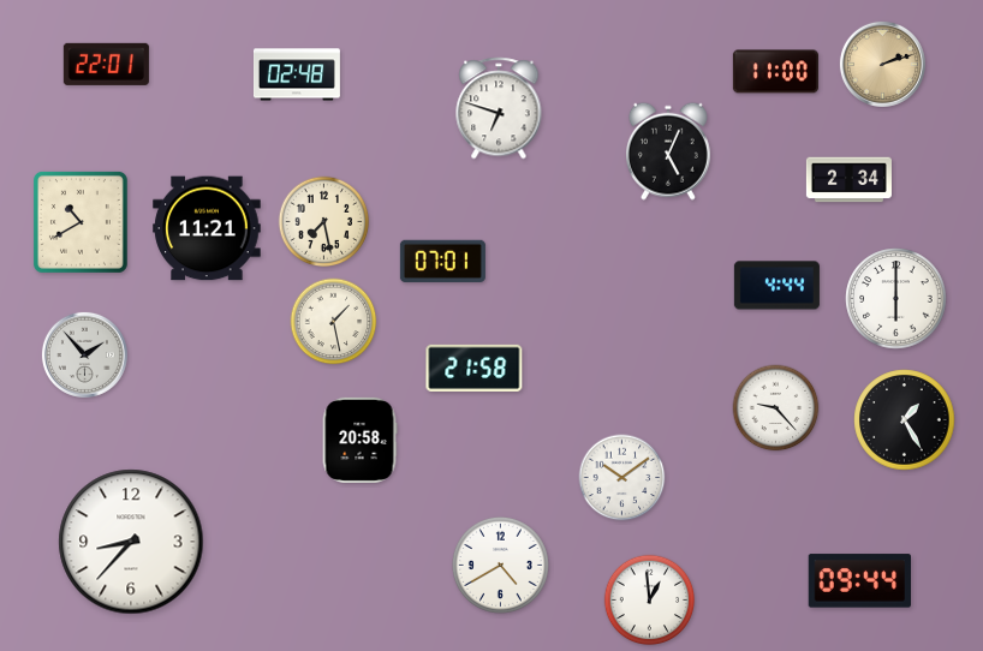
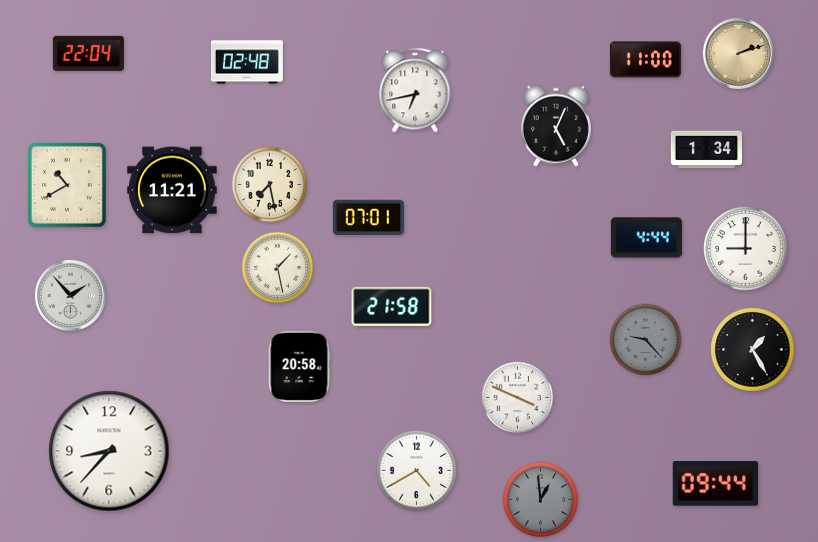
clock at (106, 64): 22:01 -> 22:04
clock at (882, 64) position: (882, 64) -> (738, 53)
clock at (499, 108): 6:48 -> 6:43
clock at (848, 180): 2:34 -> 1:34
clock at (896, 299): 6:00 -> 9:00
clock at (475, 368) position: (475, 368) -> (392, 306)
clock at (776, 408) dial: white -> grey
clock at (622, 478): 10:09 -> 3:49
clock at (650, 601) dial: white -> grey
